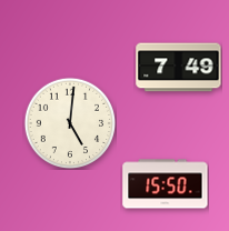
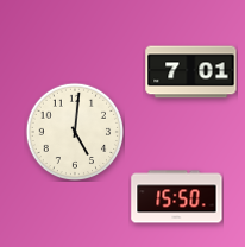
clock at (179, 68): 7:49 -> 7:01
